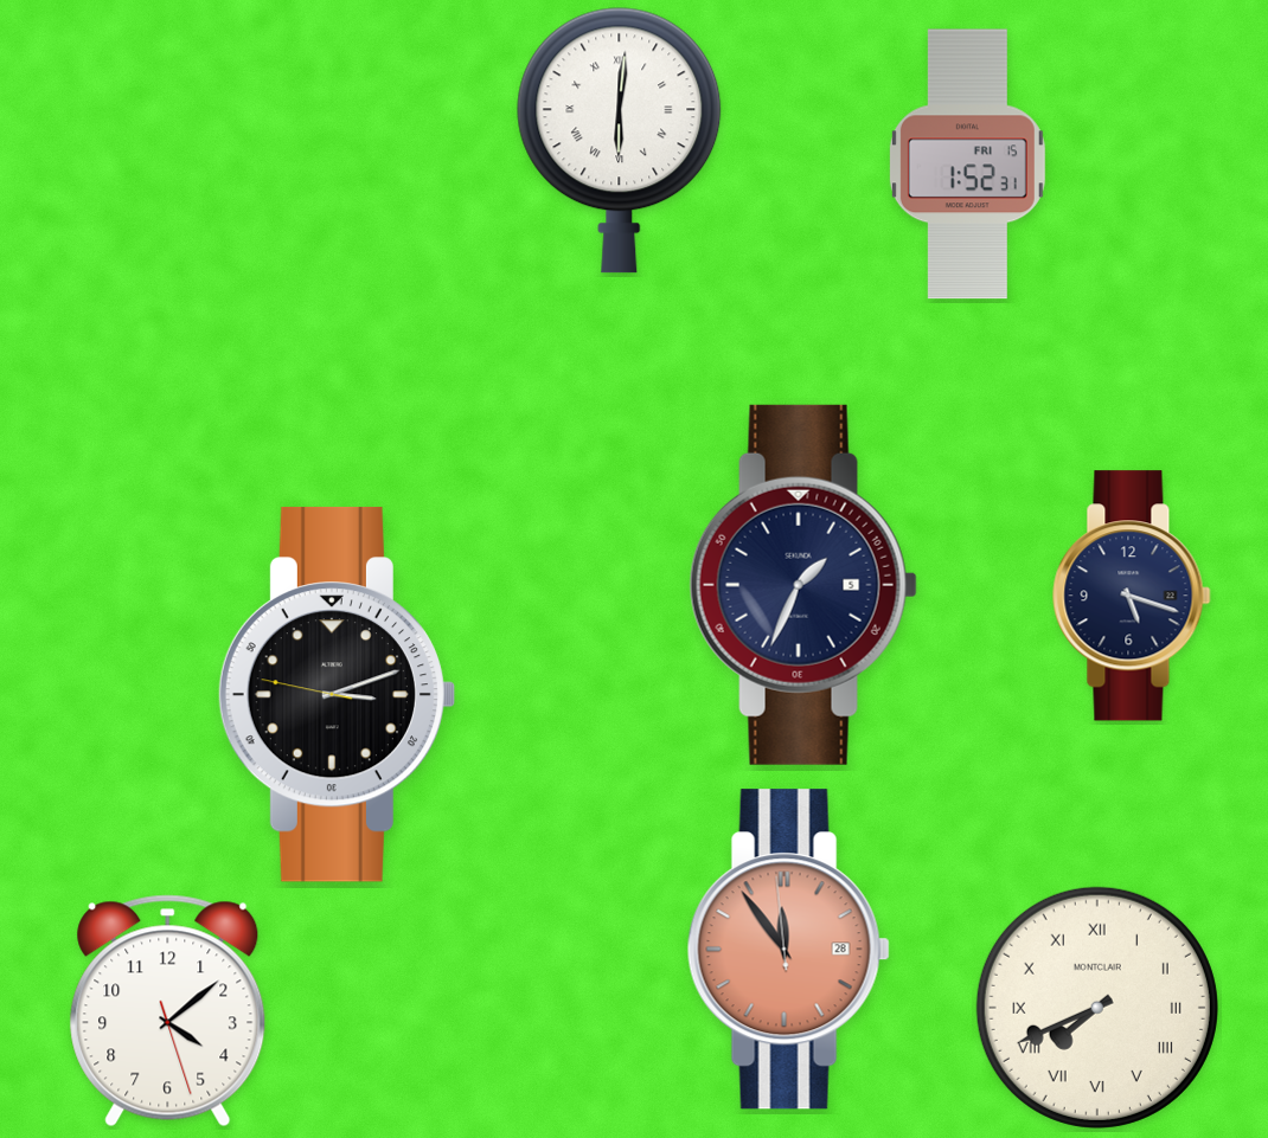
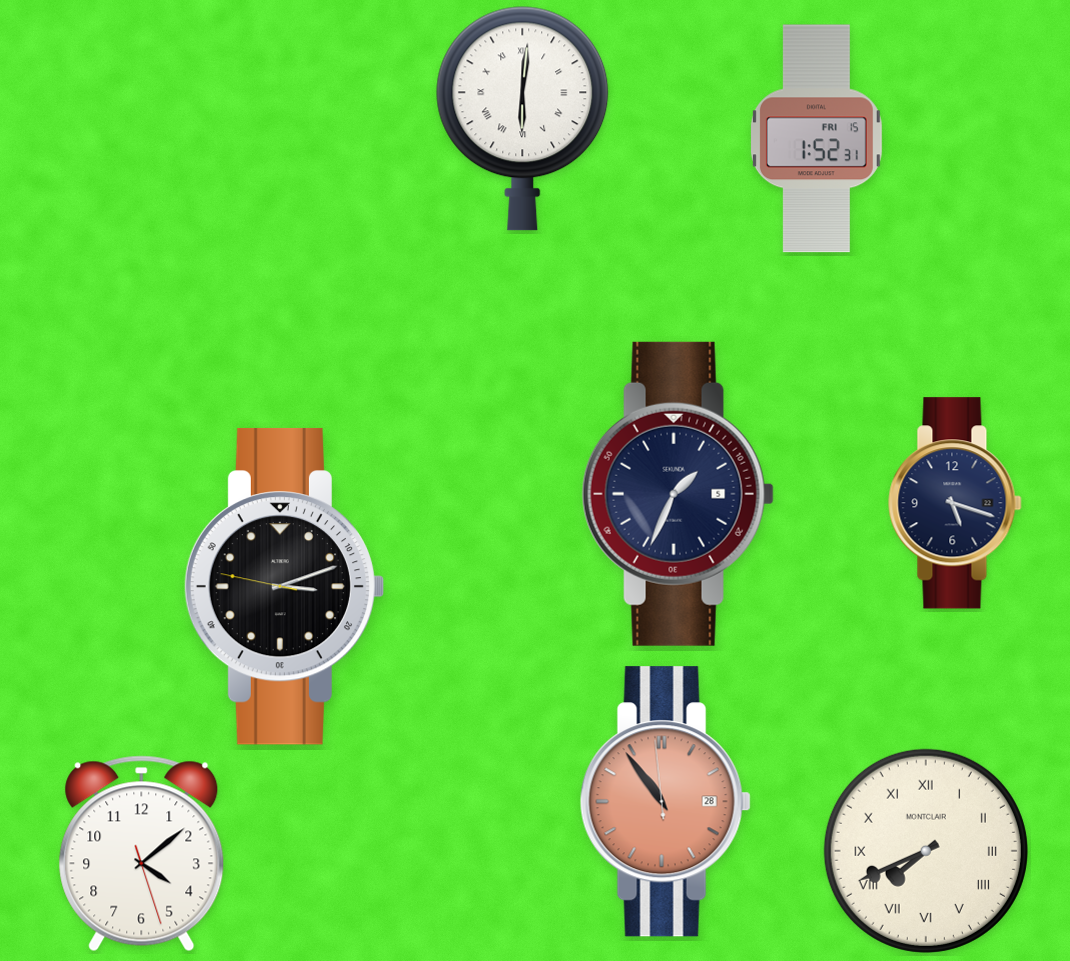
clock at (788, 950): 11:53 -> 10:53
